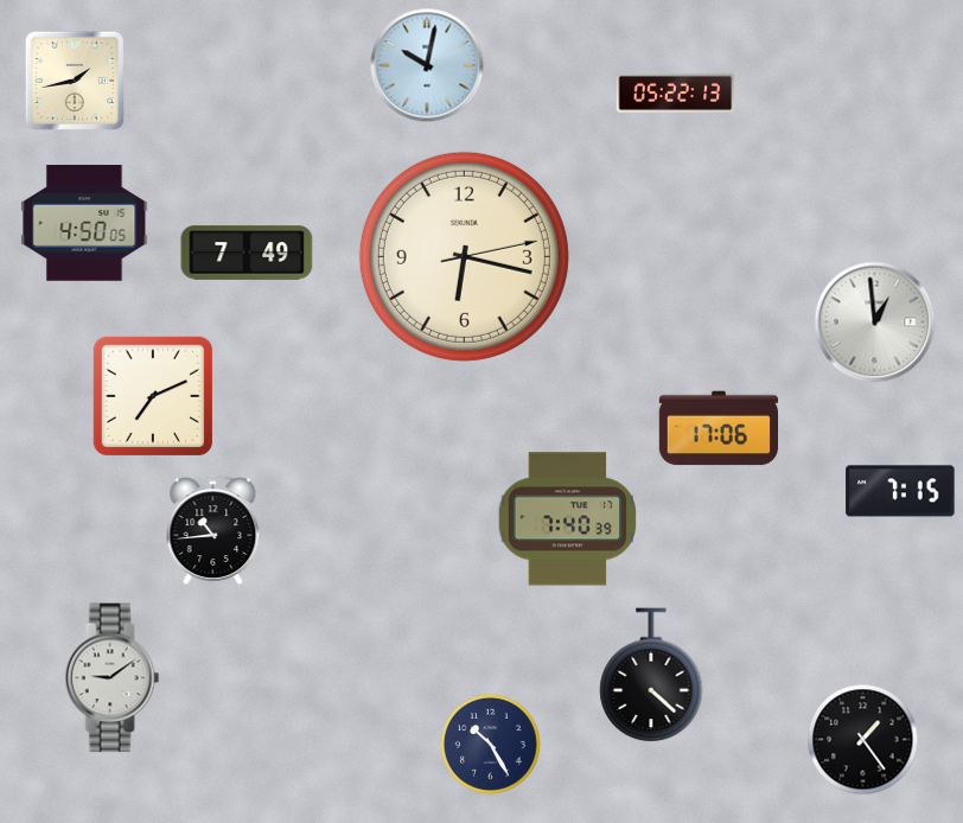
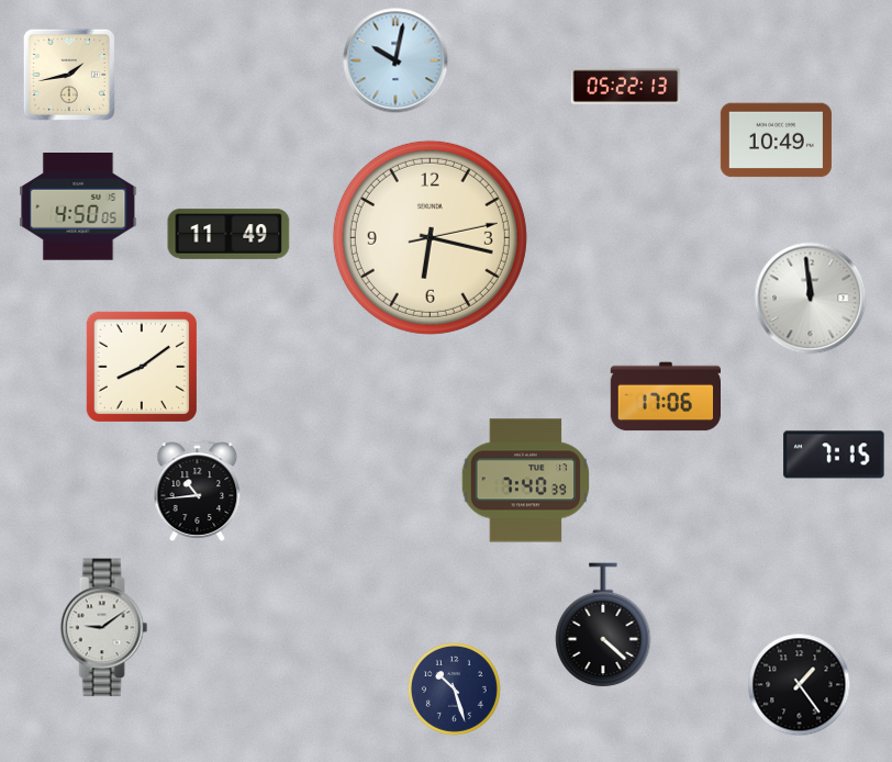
clock at (776, 141): none -> 10:49
clock at (247, 253): 7:49 -> 11:49
clock at (875, 323): 12:59 -> 11:59
clock at (153, 396): 7:11 -> 8:09
clock at (490, 744): 10:25 -> 10:27
